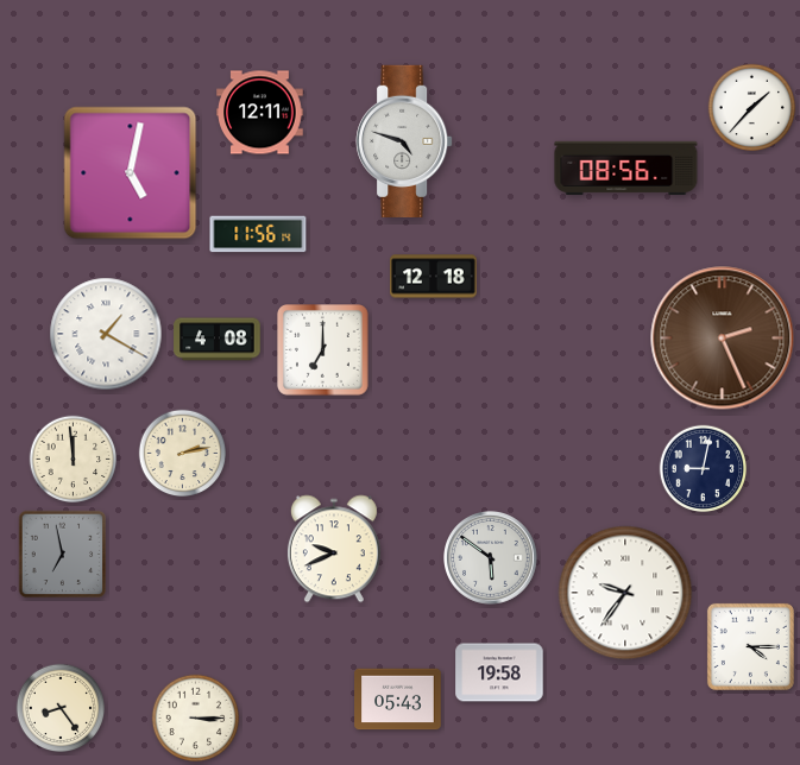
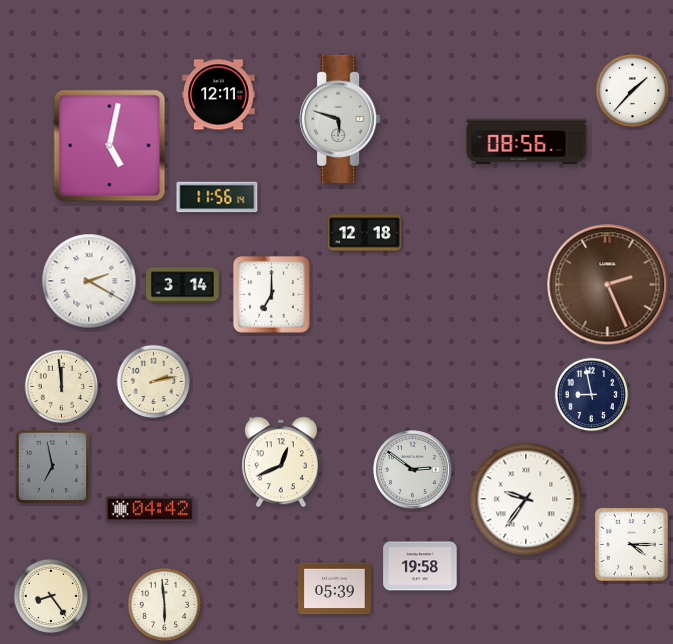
clock at (404, 141): 4:48 -> 5:48
clock at (106, 334): 1:20 -> 2:20
clock at (218, 340): 4:08 -> 3:14
clock at (704, 469): 9:02 -> 8:58
clock at (334, 549): 9:41 -> 12:41
clock at (491, 558): 5:51 -> 2:51
clock at (149, 509): none -> 04:42
clock at (398, 700): 05:43 -> 05:39
clock at (196, 719): 3:15 -> 5:59
